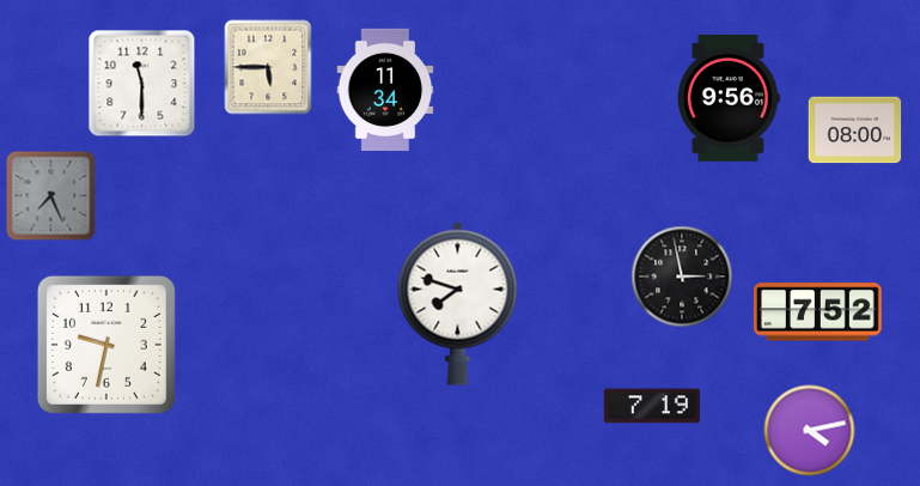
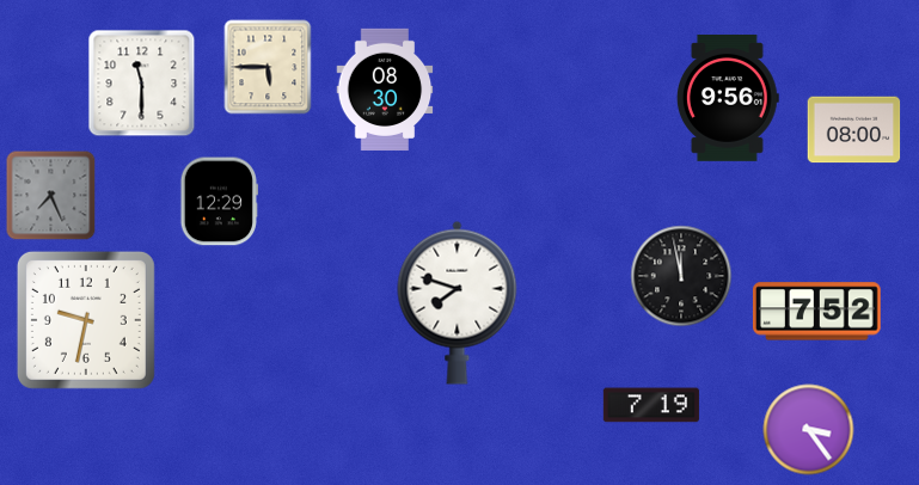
clock at (385, 89): 11:34 -> 08:30
clock at (219, 202): none -> 12:29
clock at (682, 277): 2:58 -> 11:58
clock at (106, 345) position: (106, 345) -> (86, 320)
clock at (810, 431): 4:13 -> 3:24
